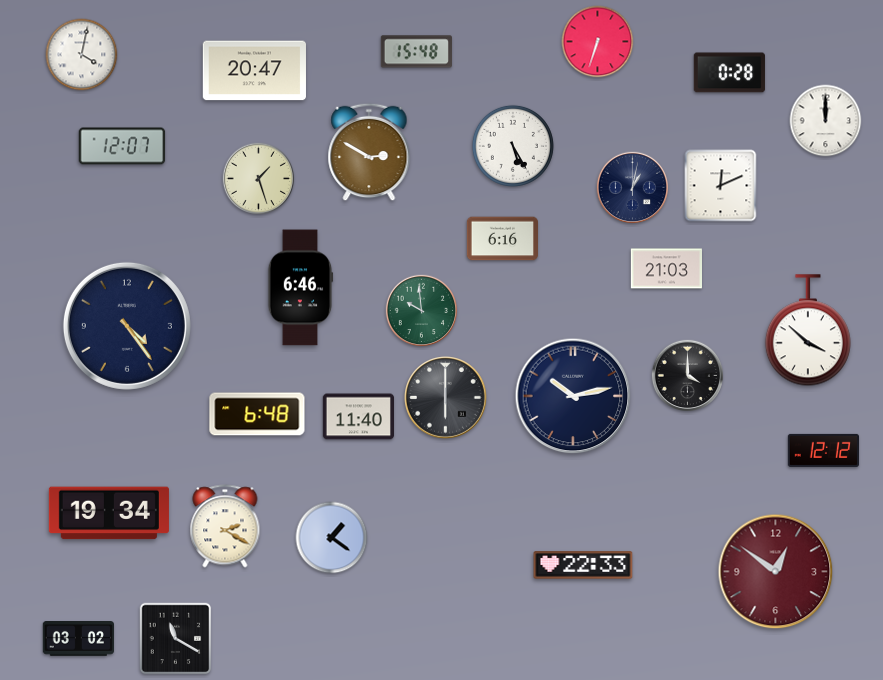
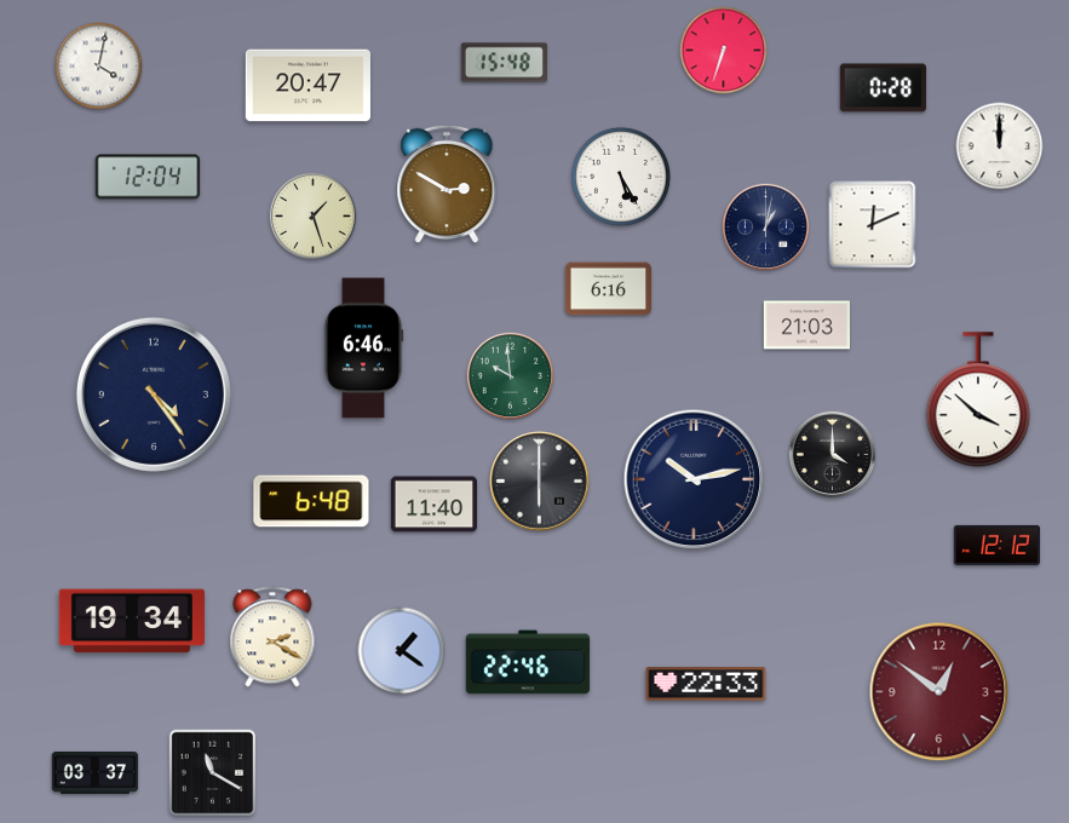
clock at (122, 146): 12:07 -> 12:04
clock at (528, 662): none -> 22:46
clock at (78, 639): 03:02 -> 03:37
